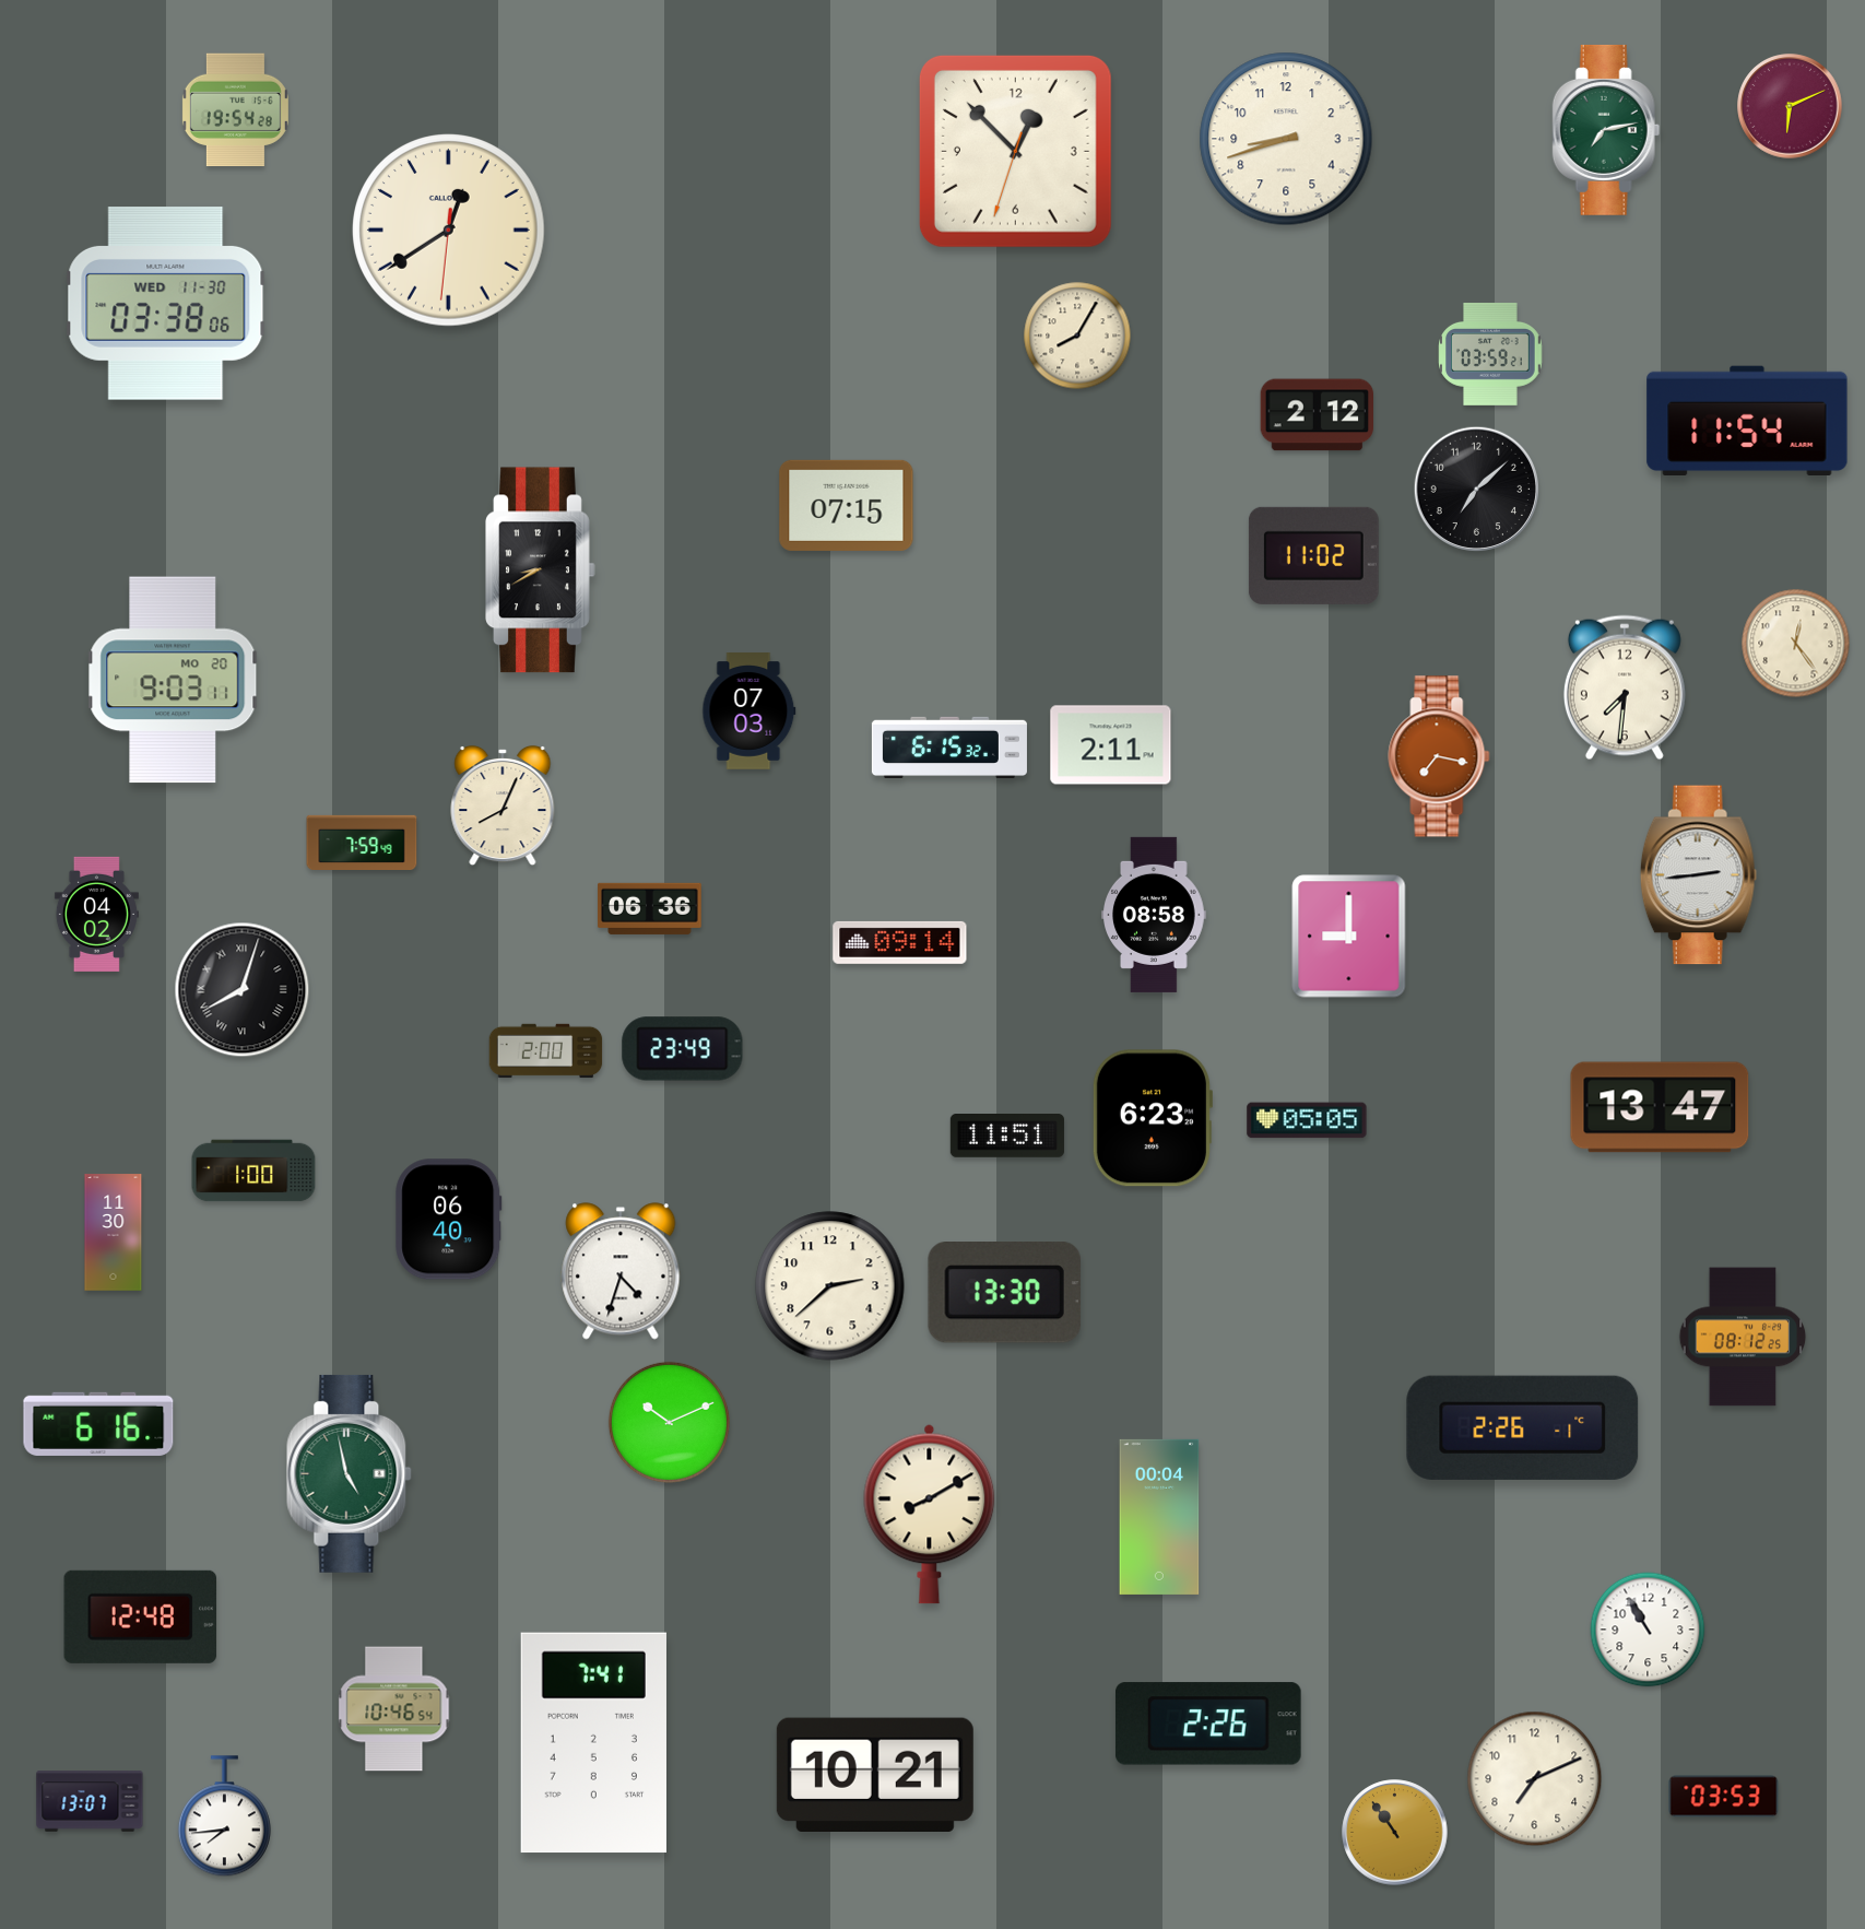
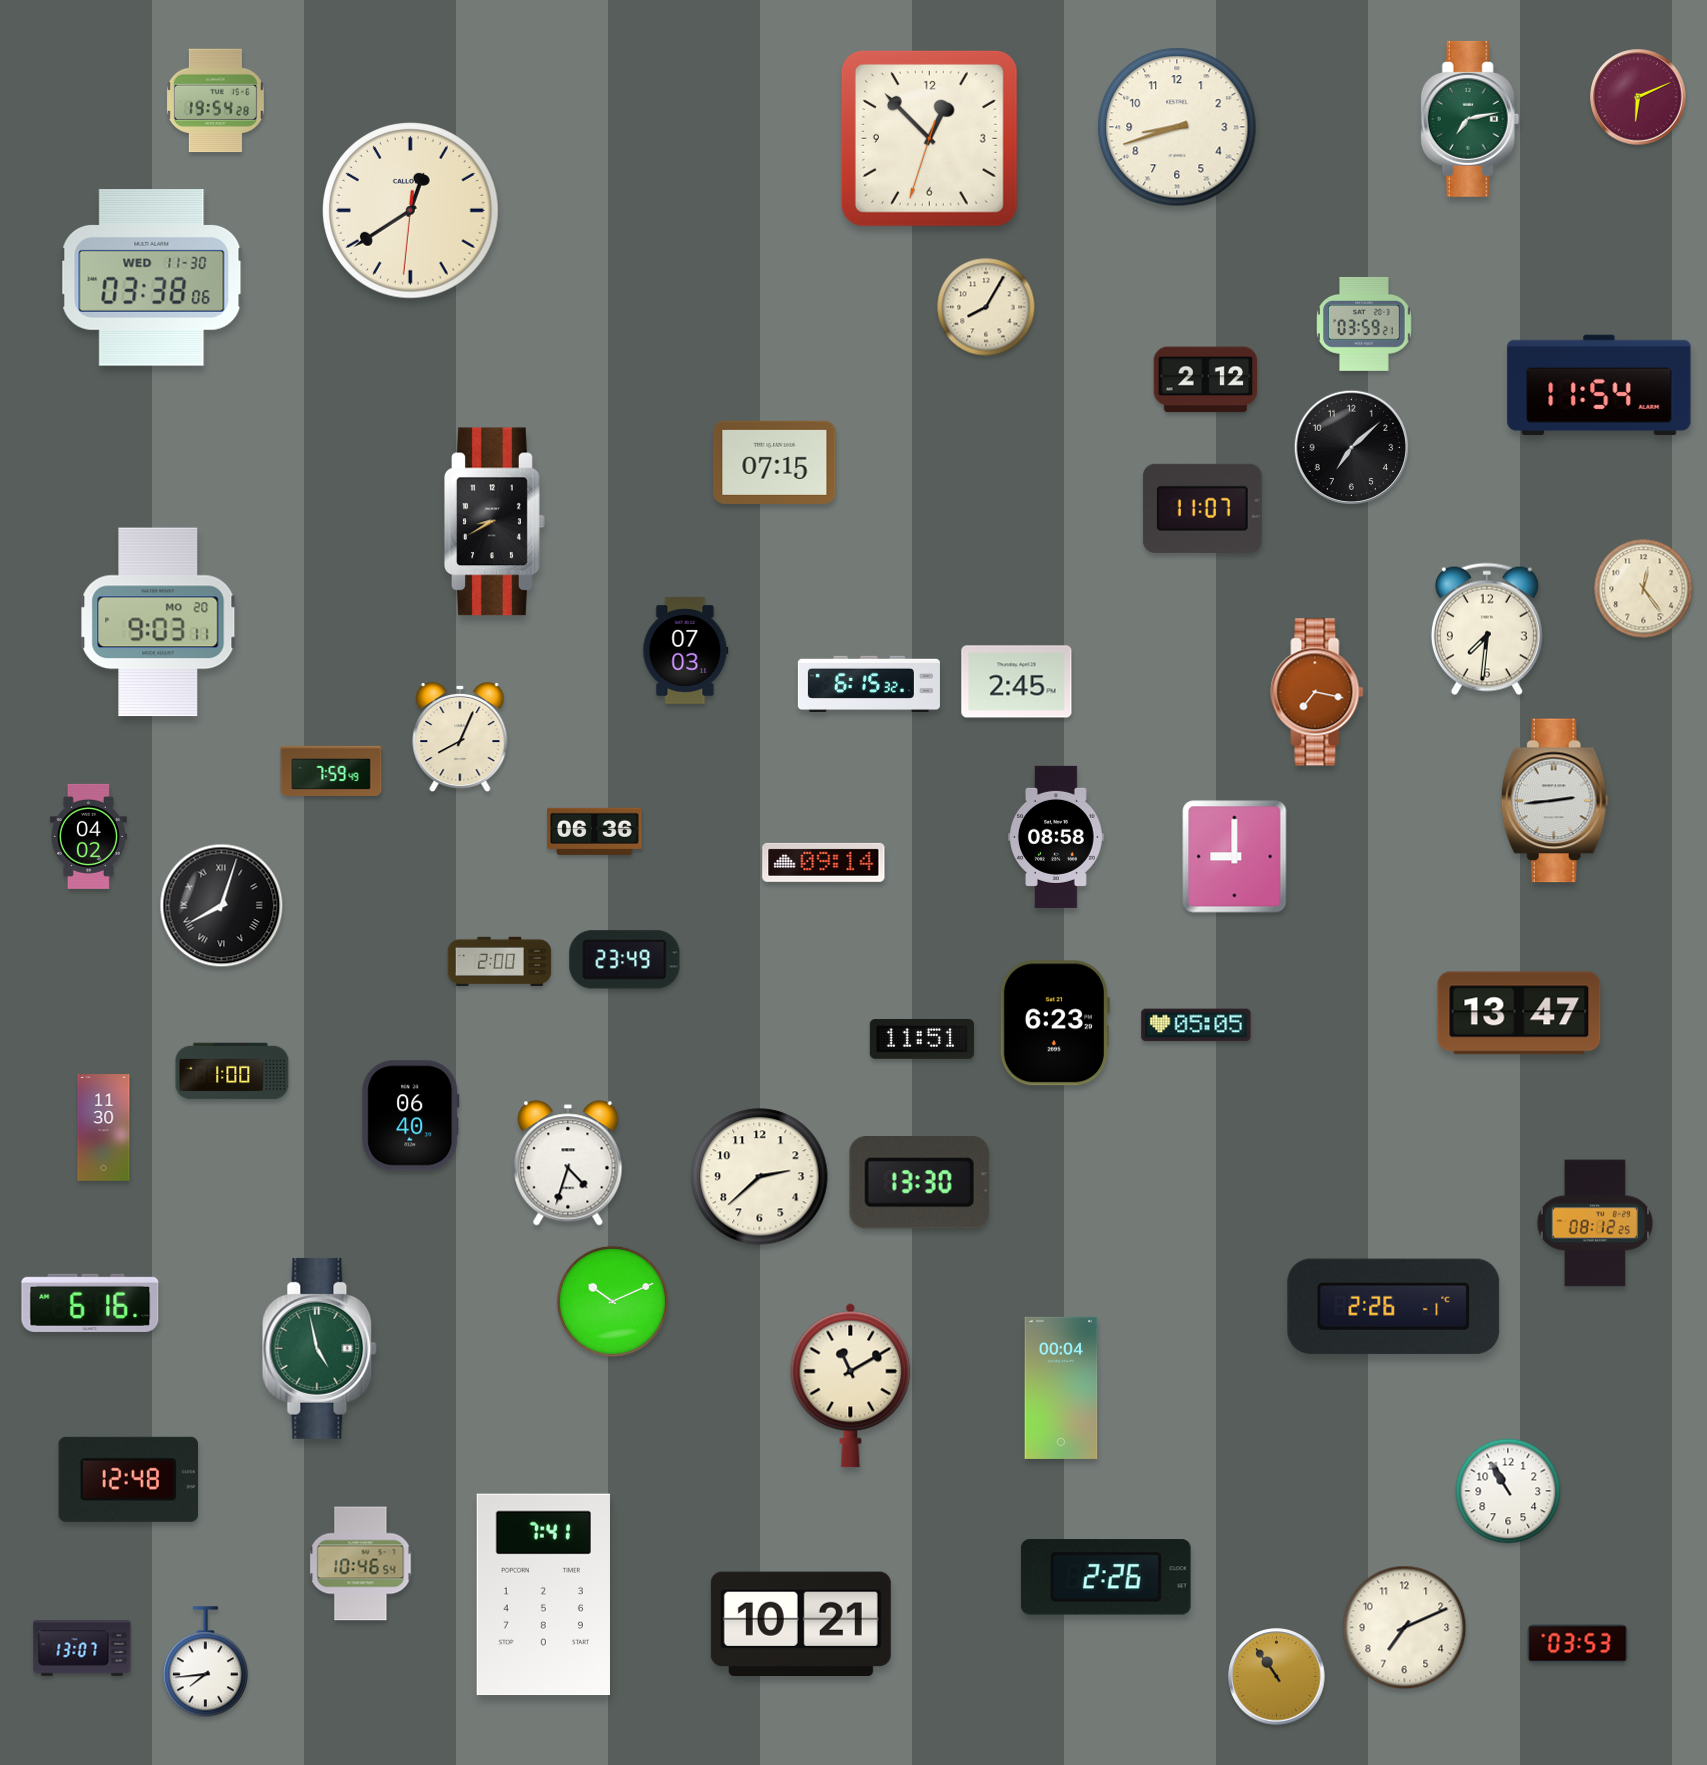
clock at (1313, 555): 11:02 -> 11:07
clock at (1111, 745): 2:11 -> 2:45
clock at (930, 1514): 8:10 -> 11:10
